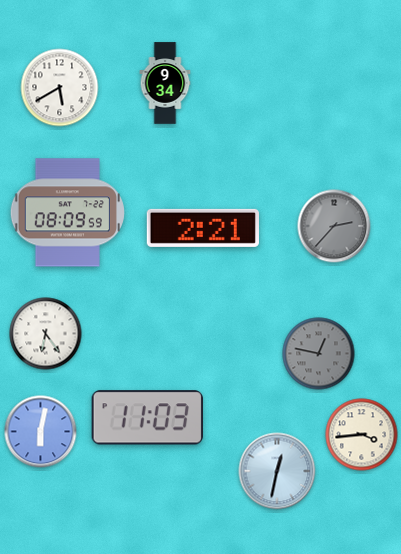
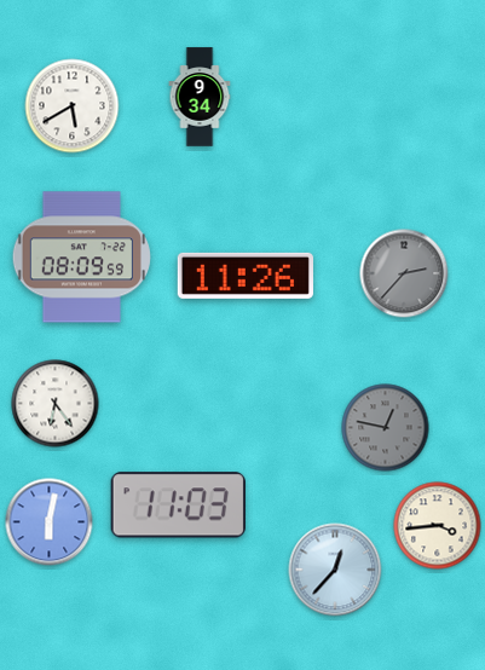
clock at (165, 83) position: (165, 83) -> (200, 97)
clock at (203, 228): 2:21 -> 11:26
clock at (277, 471): 12:32 -> 12:37
